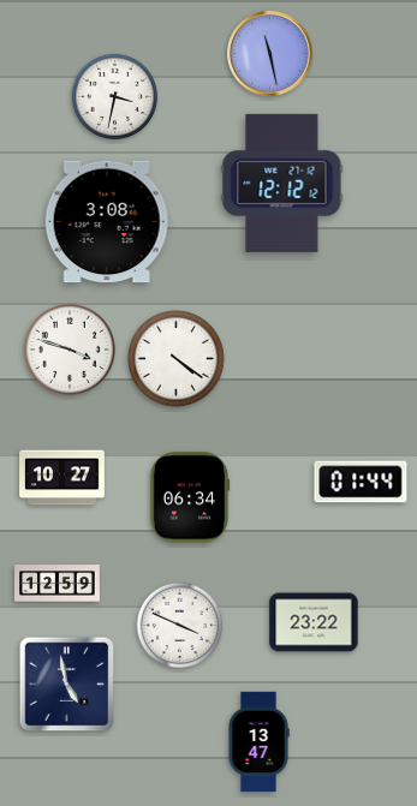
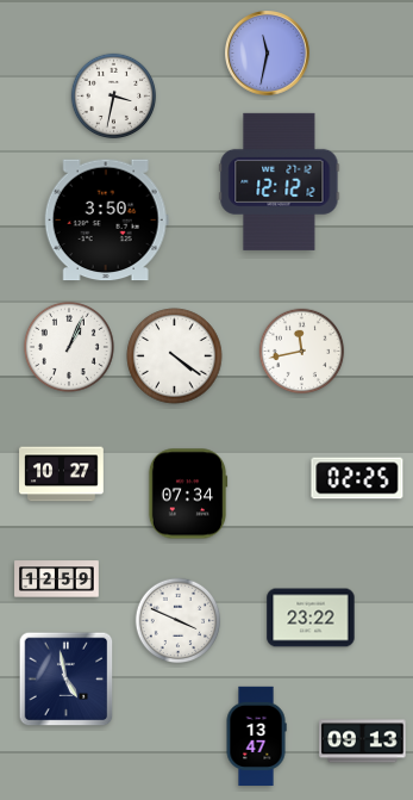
clock at (270, 54): 11:28 -> 11:32
clock at (107, 222): 3:08 -> 3:50
clock at (70, 350): 3:48 -> 1:04
clock at (302, 352): none -> 11:43
clock at (361, 482): 01:44 -> 02:25
clock at (190, 497): 06:34 -> 07:34
clock at (363, 742): none -> 09:13
